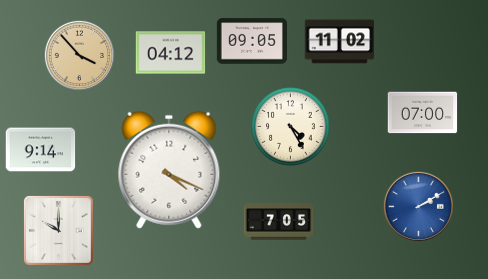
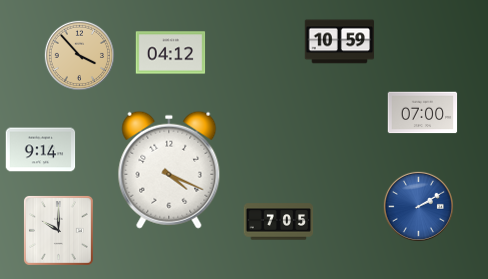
clock at (251, 41): 09:05 -> none
clock at (340, 42): 11:02 -> 10:59
clock at (291, 127): 4:25 -> none
